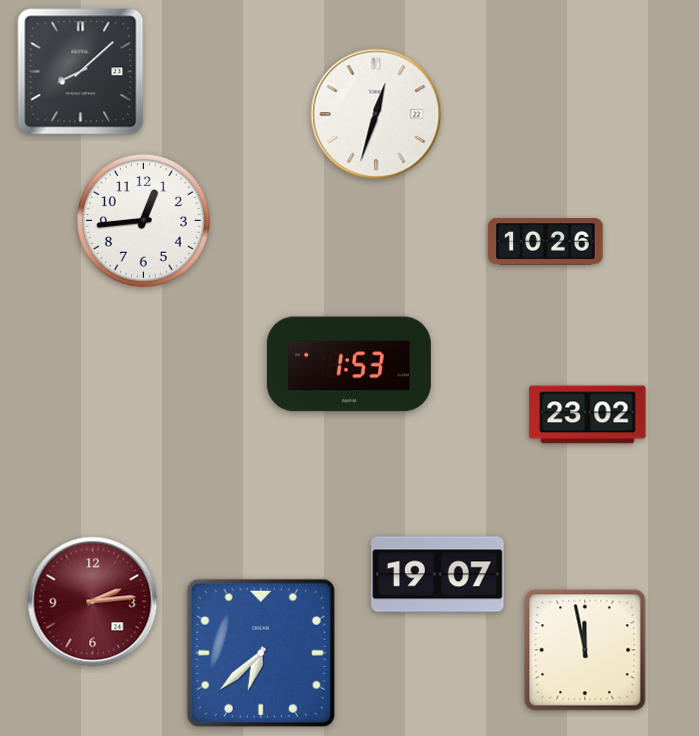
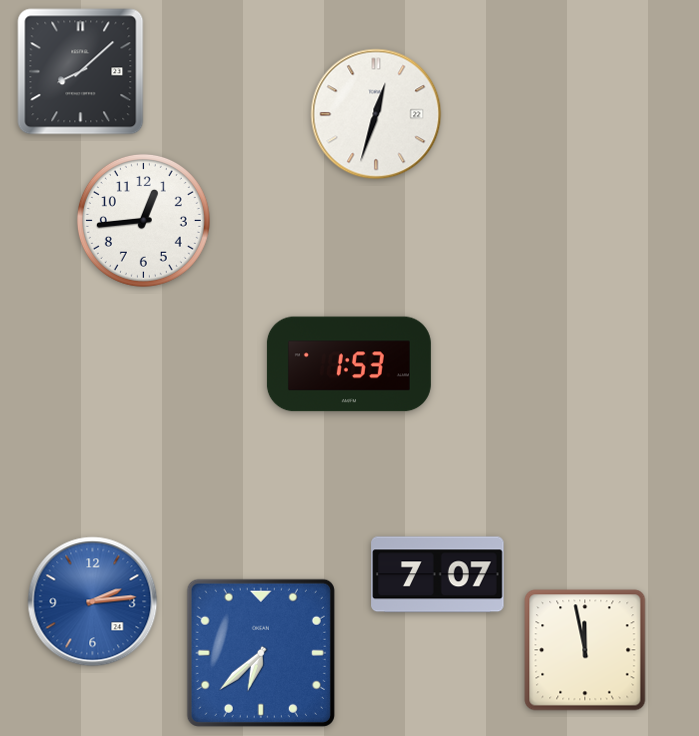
clock at (546, 242): 10:26 -> none
clock at (588, 415): 23:02 -> none
clock at (438, 575): 19:07 -> 7:07
clock at (93, 602) dial: burgundy -> blue
